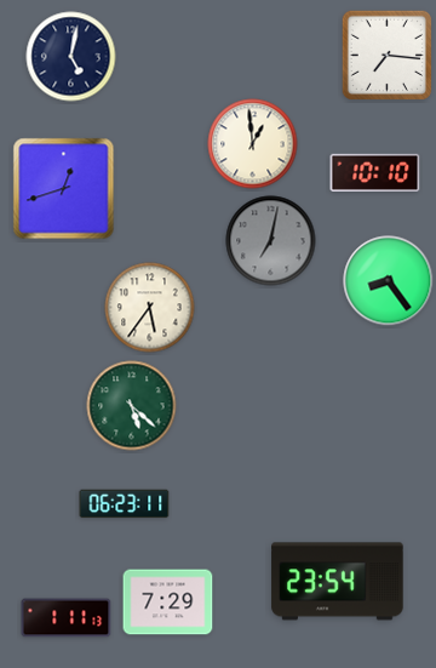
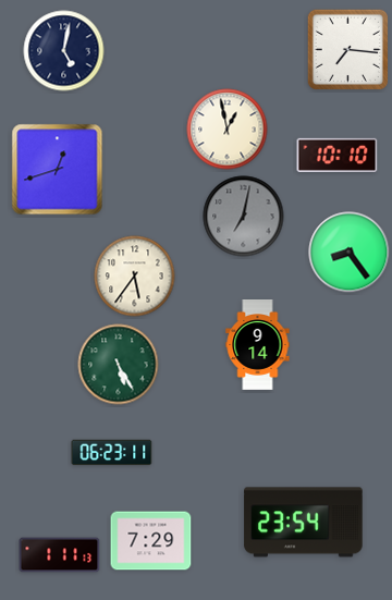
clock at (253, 144): 12:59 -> 12:58
clock at (258, 345): none -> 9:14
clock at (132, 406): 5:22 -> 5:25
